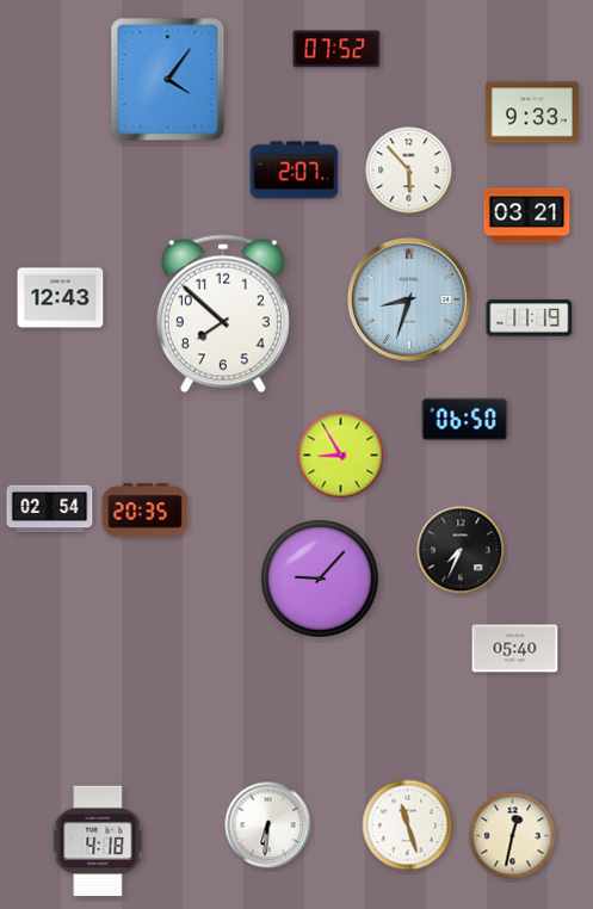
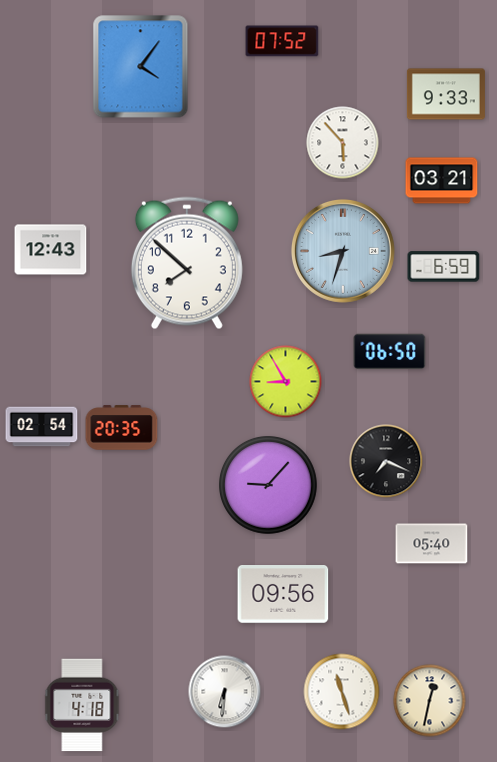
clock at (295, 171): 2:07 -> none
clock at (530, 319): 11:19 -> 6:59
clock at (461, 550): 7:34 -> 7:19
clock at (283, 594): none -> 09:56
